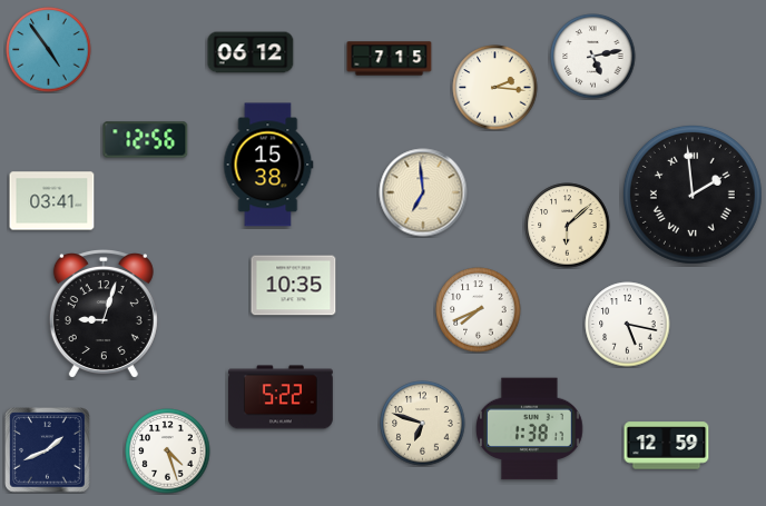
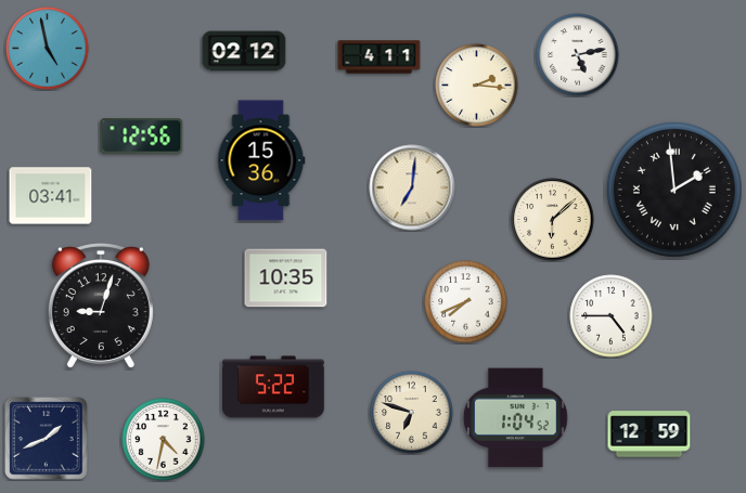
clock at (49, 50): 4:54 -> 4:58
clock at (251, 52): 06:12 -> 02:12
clock at (390, 59): 7:15 -> 4:11
clock at (495, 88) position: (495, 88) -> (477, 86)
clock at (268, 165): 15:38 -> 15:36
clock at (423, 192): 6:59 -> 7:01
clock at (628, 325): 5:17 -> 4:45
clock at (530, 429): 1:38 -> 1:04
clock at (168, 452): 4:27 -> 4:32
